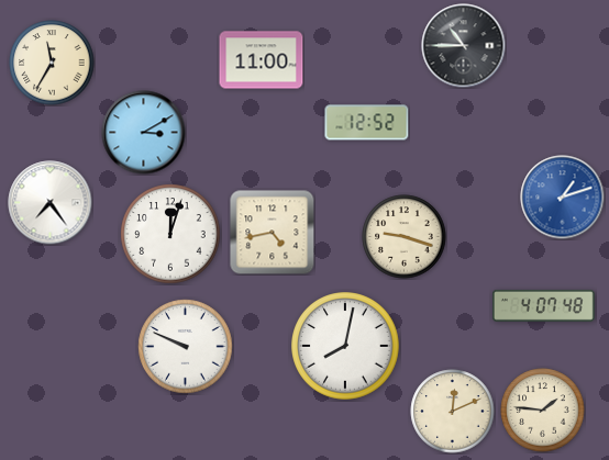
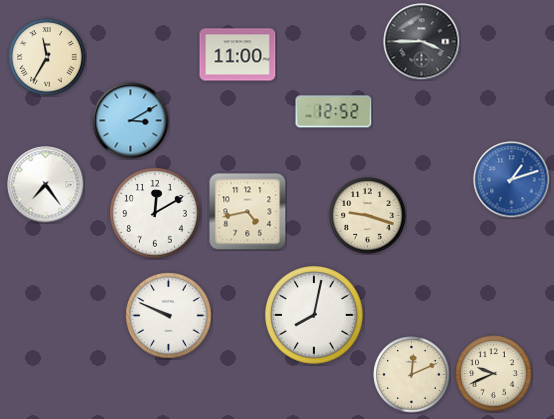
clock at (464, 46): 10:45 -> 3:45
clock at (170, 234): 12:03 -> 12:10
clock at (543, 305): 4:07 -> none
clock at (543, 411): 1:46 -> 9:41
